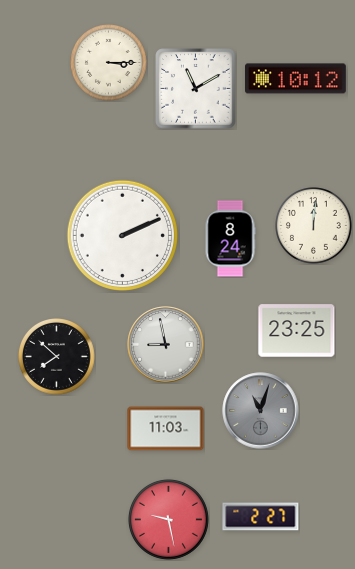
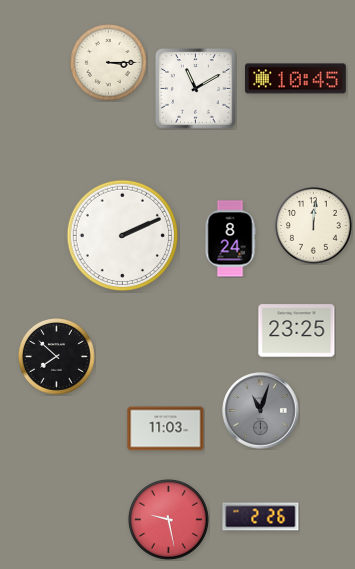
clock at (295, 79): 10:12 -> 10:45
clock at (166, 345): 8:58 -> none
clock at (261, 517): 2:27 -> 2:26
